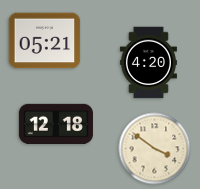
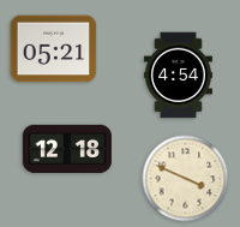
clock at (148, 63): 4:20 -> 4:54
clock at (155, 149): 3:51 -> 3:49
